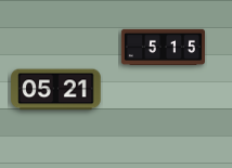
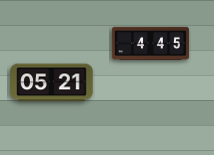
clock at (163, 48): 5:15 -> 4:45
